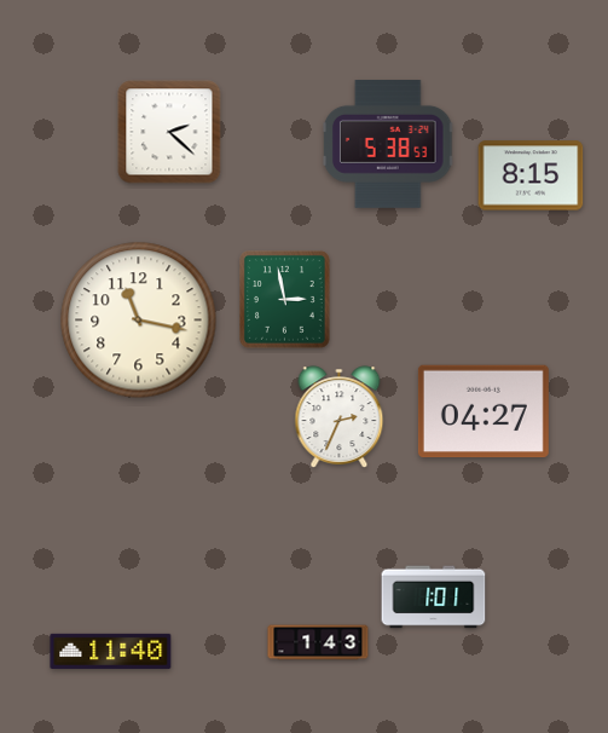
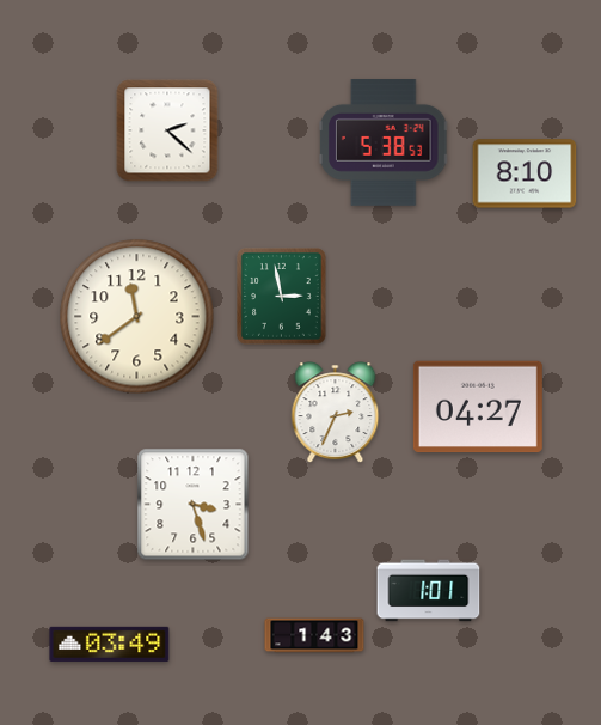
clock at (531, 175): 8:15 -> 8:10
clock at (139, 321): 11:17 -> 11:39
clock at (194, 505): none -> 3:27
clock at (111, 651): 11:40 -> 03:49
